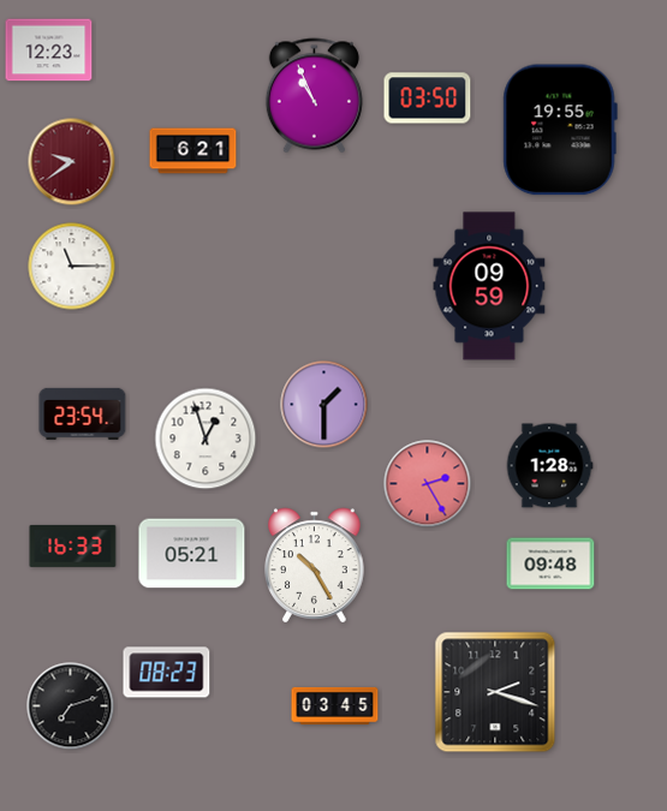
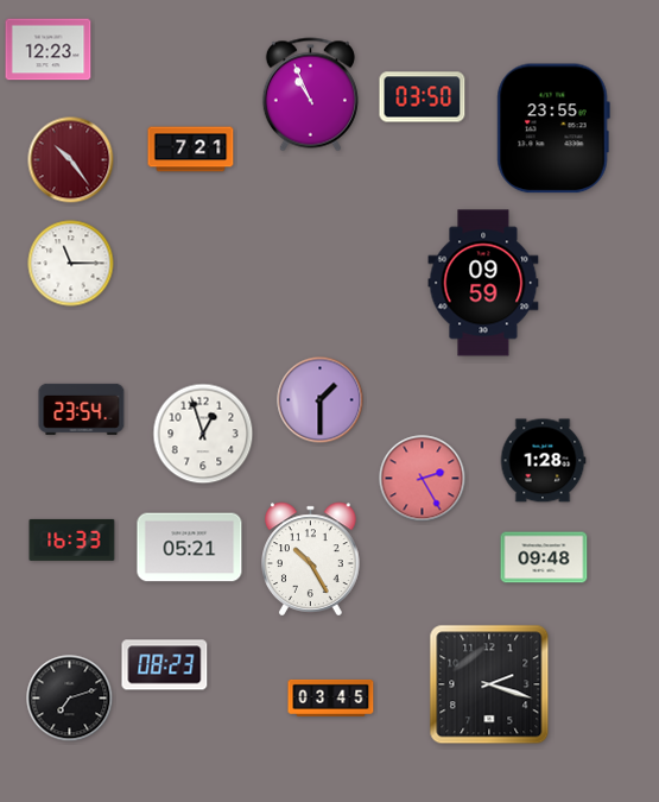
clock at (560, 130): 19:55 -> 23:55
clock at (193, 151): 6:21 -> 7:21
clock at (72, 162): 9:39 -> 10:24
